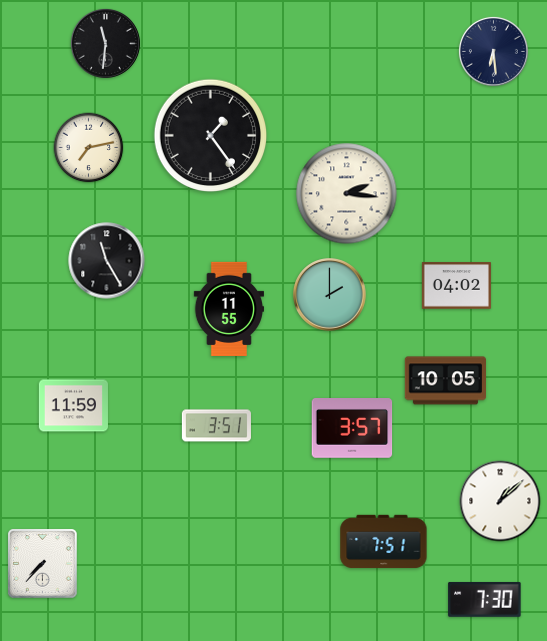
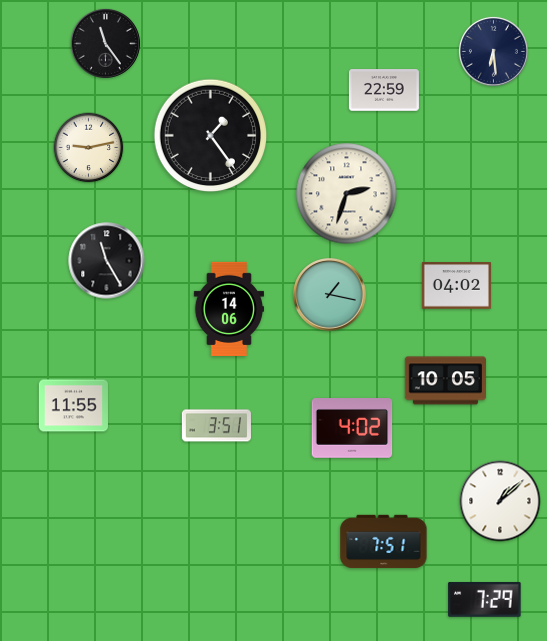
clock at (105, 43): 11:31 -> 11:24
clock at (384, 90): none -> 22:59
clock at (89, 148): 7:13 -> 9:13
clock at (347, 194): 2:16 -> 2:33
clock at (330, 295): 2:00 -> 1:17
clock at (228, 308): 11:55 -> 14:06
clock at (73, 406): 11:59 -> 11:55
clock at (352, 429): 3:57 -> 4:02
clock at (43, 564): 7:37 -> none
clock at (485, 599): 7:30 -> 7:29
